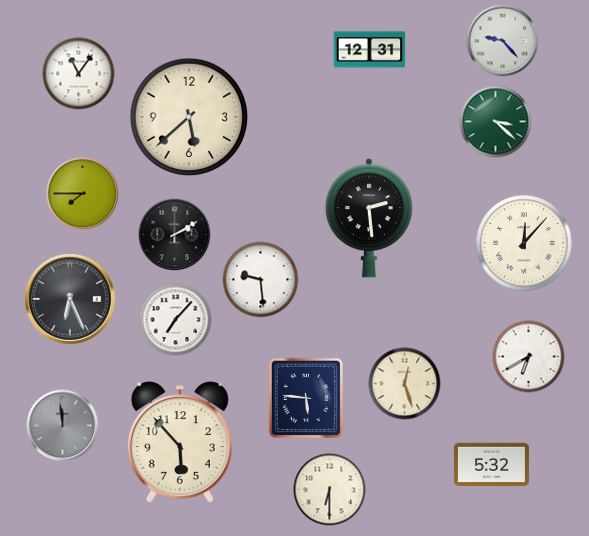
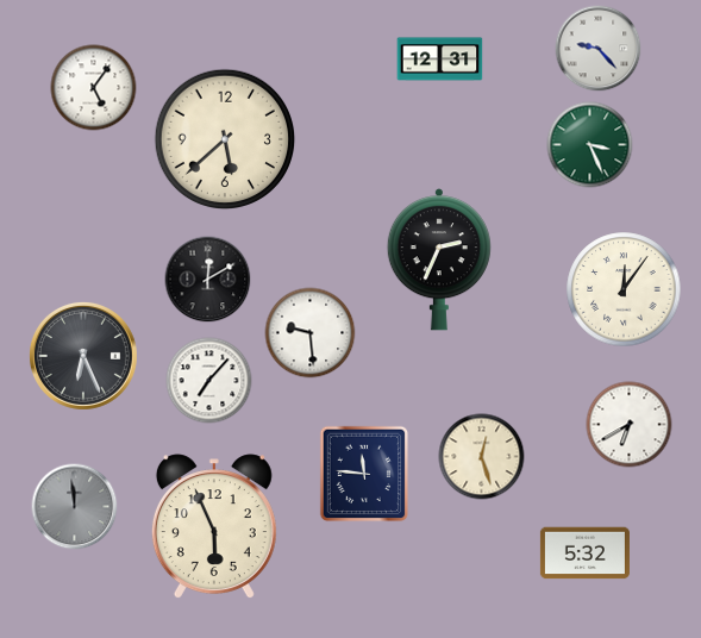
clock at (79, 74): 11:06 -> 5:06
clock at (496, 122): 3:22 -> 3:26
clock at (83, 194): 7:45 -> none
clock at (369, 218): 2:29 -> 2:34
clock at (175, 235): 2:10 -> 12:10
clock at (524, 243): 12:07 -> 12:06
clock at (306, 398): 5:46 -> 11:46
clock at (180, 443): 5:53 -> 5:56
clock at (330, 490): 6:30 -> none
